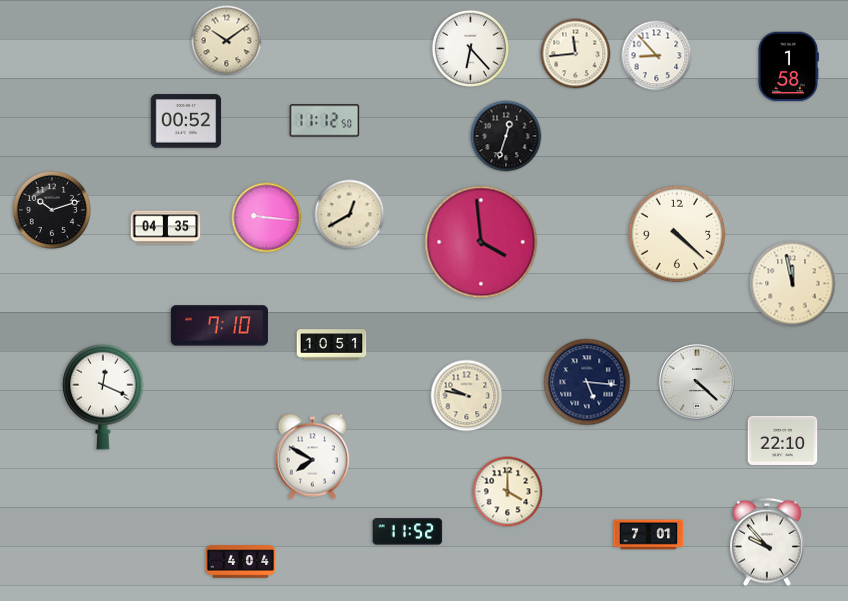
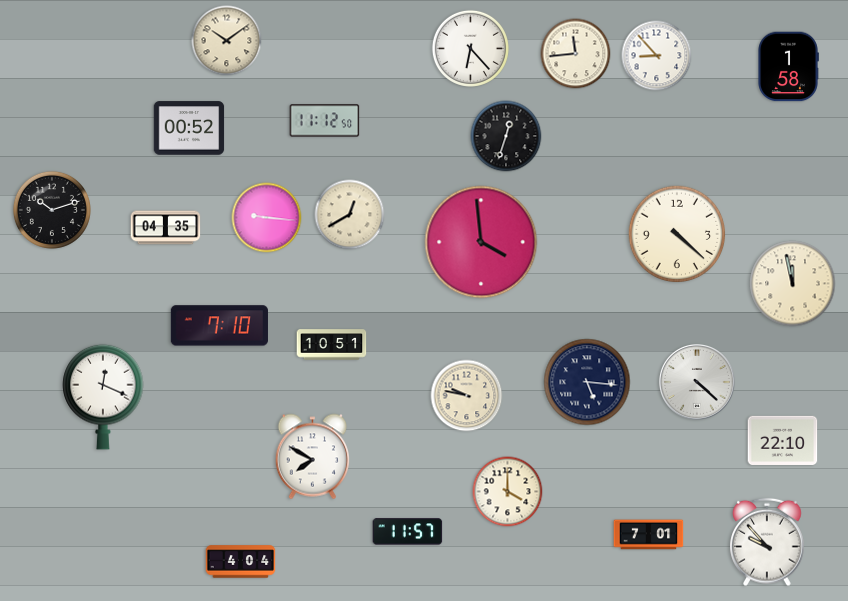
clock at (186, 121) position: (186, 121) -> (189, 128)
clock at (408, 532): 11:52 -> 11:57
